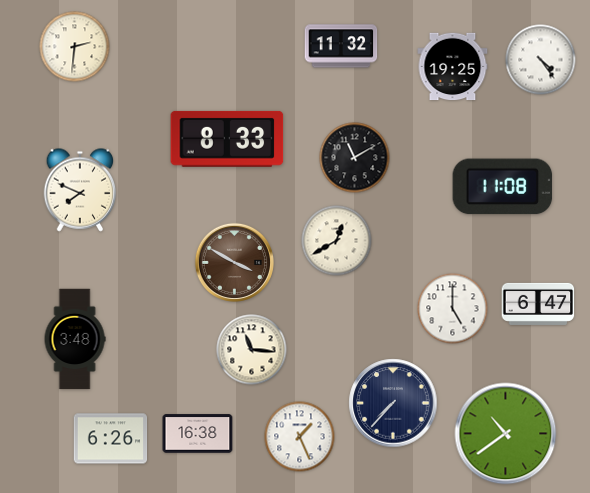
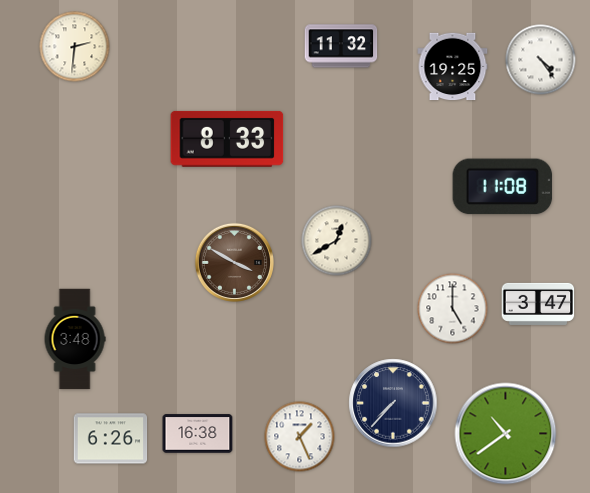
clock at (355, 158): 11:10 -> none
clock at (80, 190): 7:49 -> none
clock at (538, 304): 6:47 -> 3:47
clock at (252, 350): 11:16 -> none
